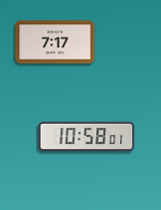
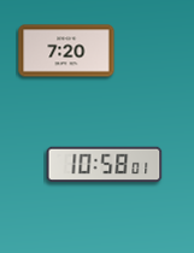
clock at (55, 42): 7:17 -> 7:20
